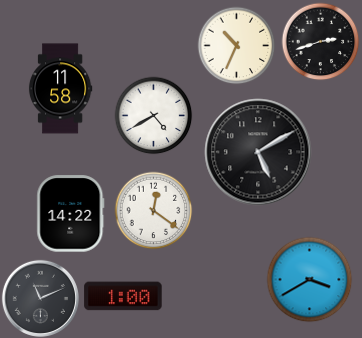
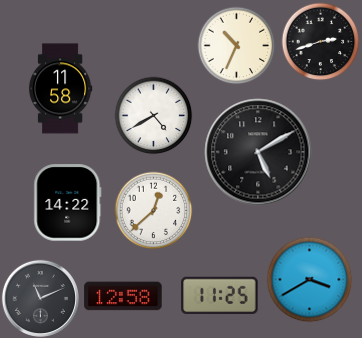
clock at (153, 210): 12:21 -> 12:38
clock at (71, 214) position: (71, 214) -> (68, 203)
clock at (123, 296): 1:00 -> 12:58
clock at (220, 296): none -> 11:25
